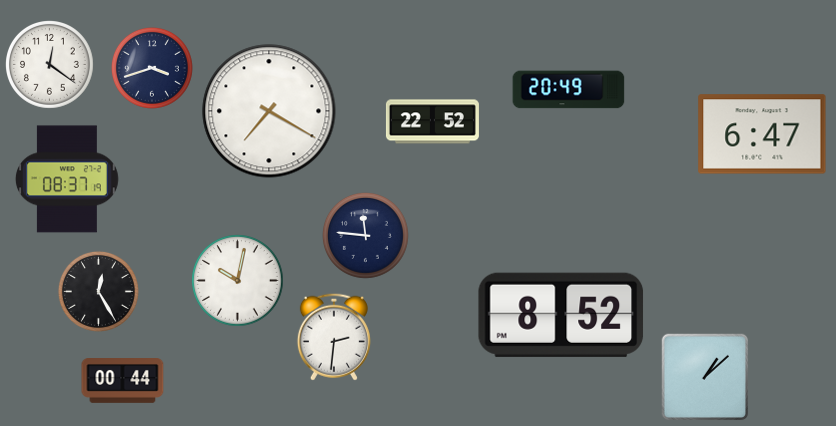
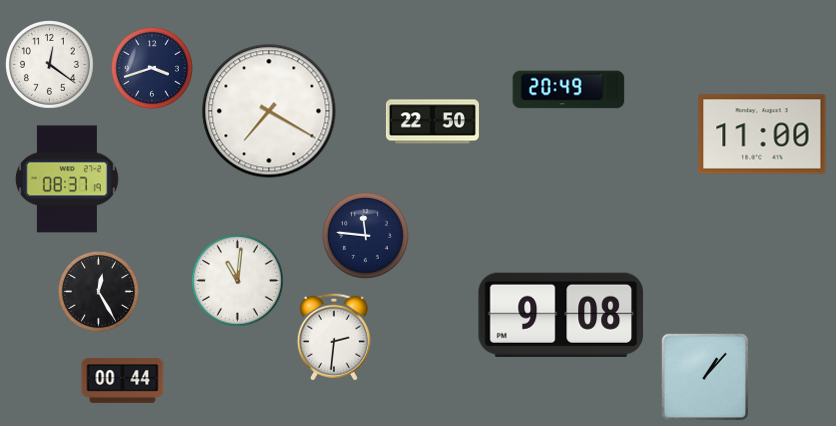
clock at (432, 122): 22:52 -> 22:50
clock at (762, 134): 6:47 -> 11:00
clock at (238, 281): 10:02 -> 11:01
clock at (561, 315): 8:52 -> 9:08
clock at (705, 377): 1:08 -> 1:07
